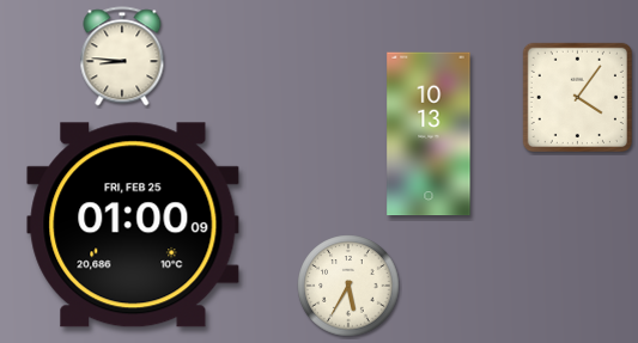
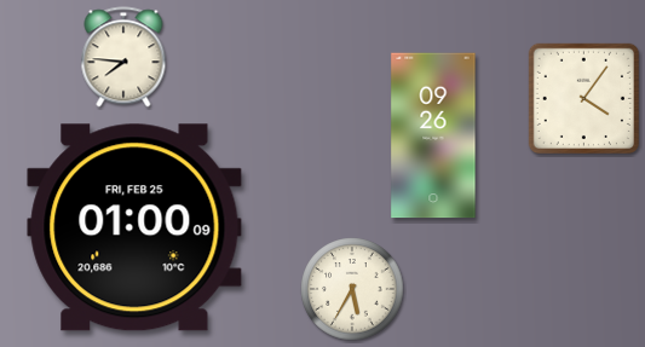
clock at (122, 56): 8:46 -> 7:46
clock at (429, 134): 10:13 -> 09:26
